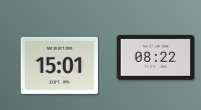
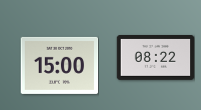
clock at (59, 65): 15:01 -> 15:00
